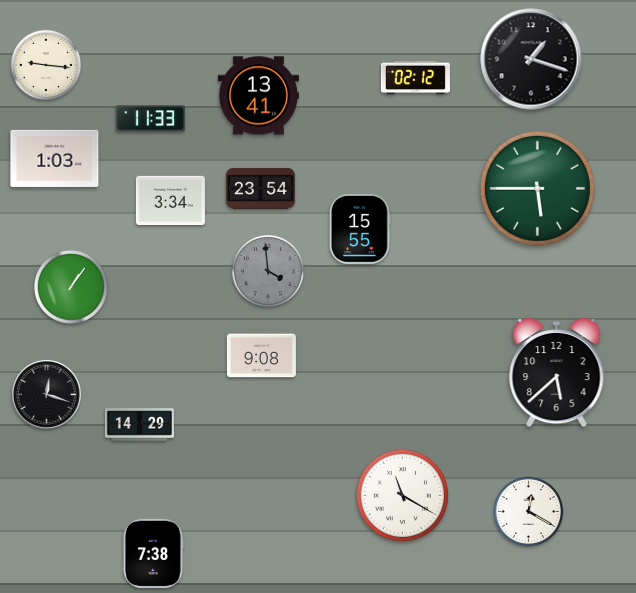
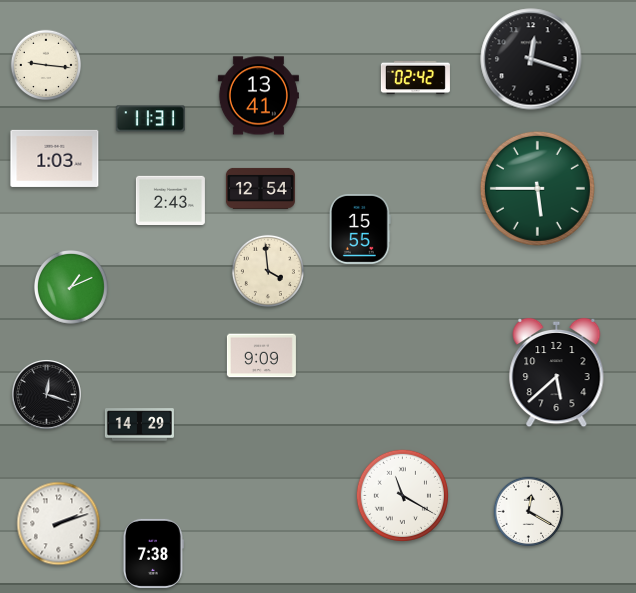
clock at (531, 59): 1:18 -> 12:18
clock at (415, 78): 02:12 -> 02:42
clock at (150, 119): 11:33 -> 11:31
clock at (260, 188): 23:54 -> 12:54
clock at (170, 200): 3:34 -> 2:43
clock at (268, 271) dial: grey -> cream
clock at (71, 287): 1:06 -> 1:11
clock at (261, 356): 9:08 -> 9:09
clock at (59, 524): none -> 2:12
